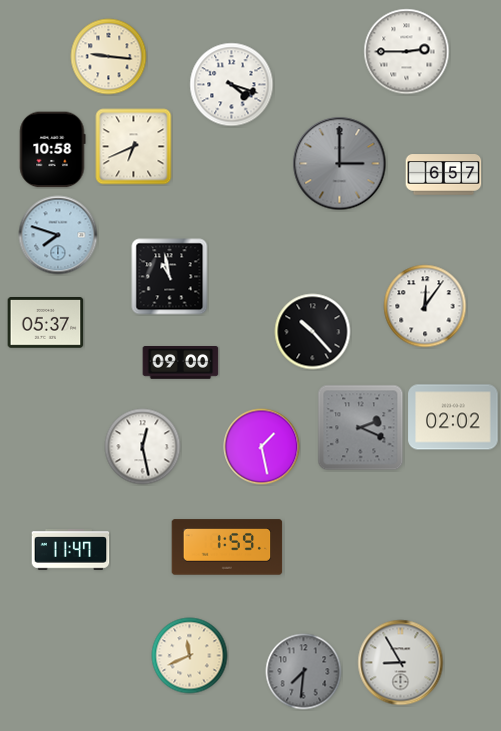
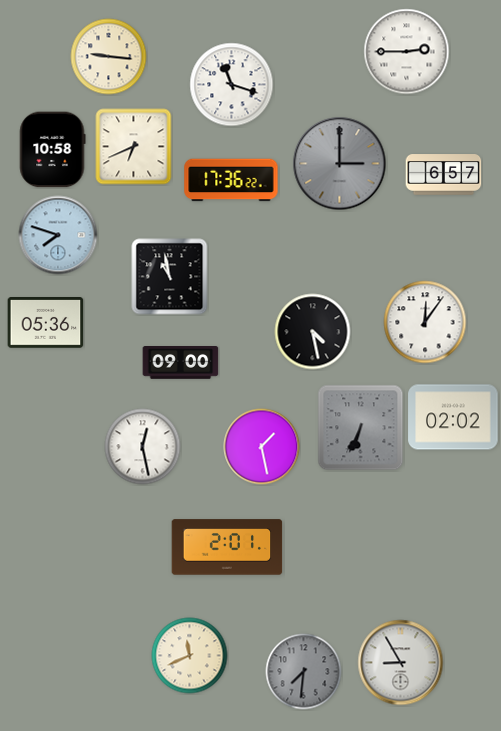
clock at (232, 85): 4:18 -> 11:18
clock at (231, 180): none -> 17:36
clock at (425, 306) position: (425, 306) -> (425, 322)
clock at (46, 323): 05:37 -> 05:36
clock at (313, 332): 10:23 -> 4:28
clock at (361, 428): 2:19 -> 6:34
clock at (227, 547): 1:59 -> 2:01
clock at (71, 550): 11:47 -> none
